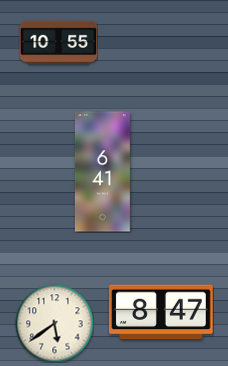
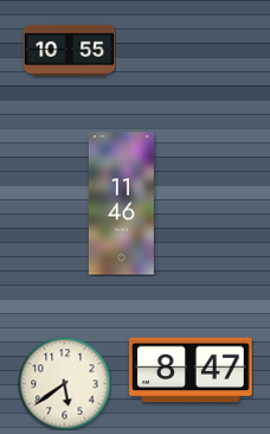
clock at (102, 172): 6:41 -> 11:46
